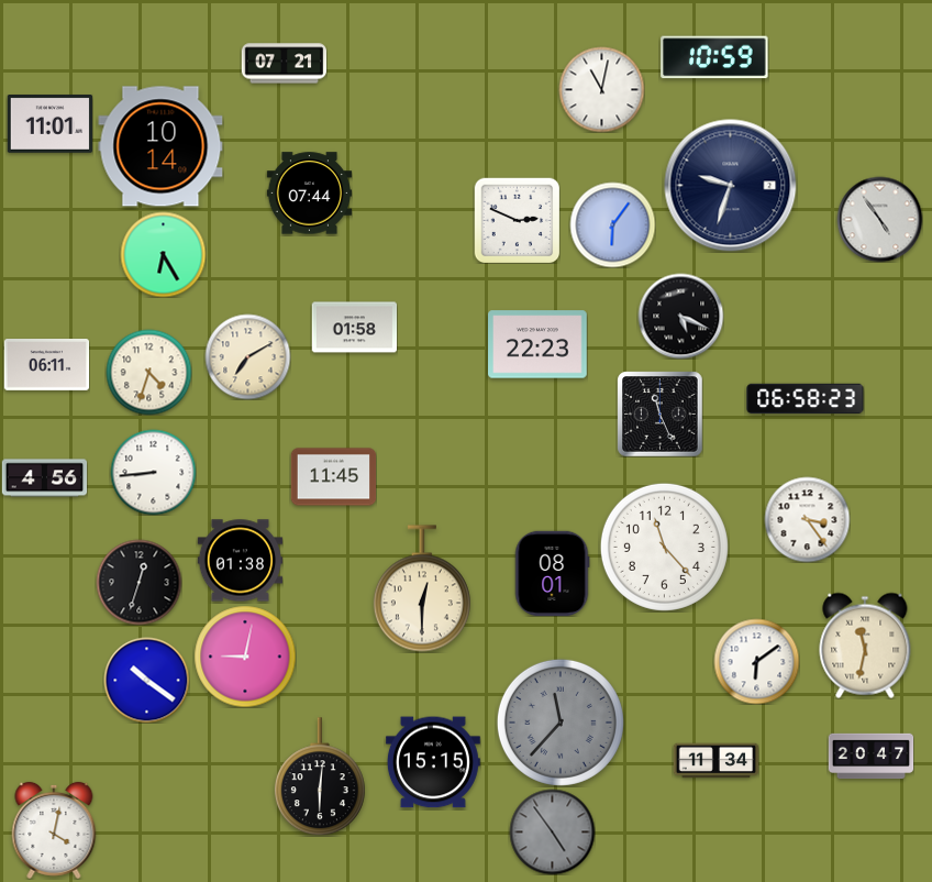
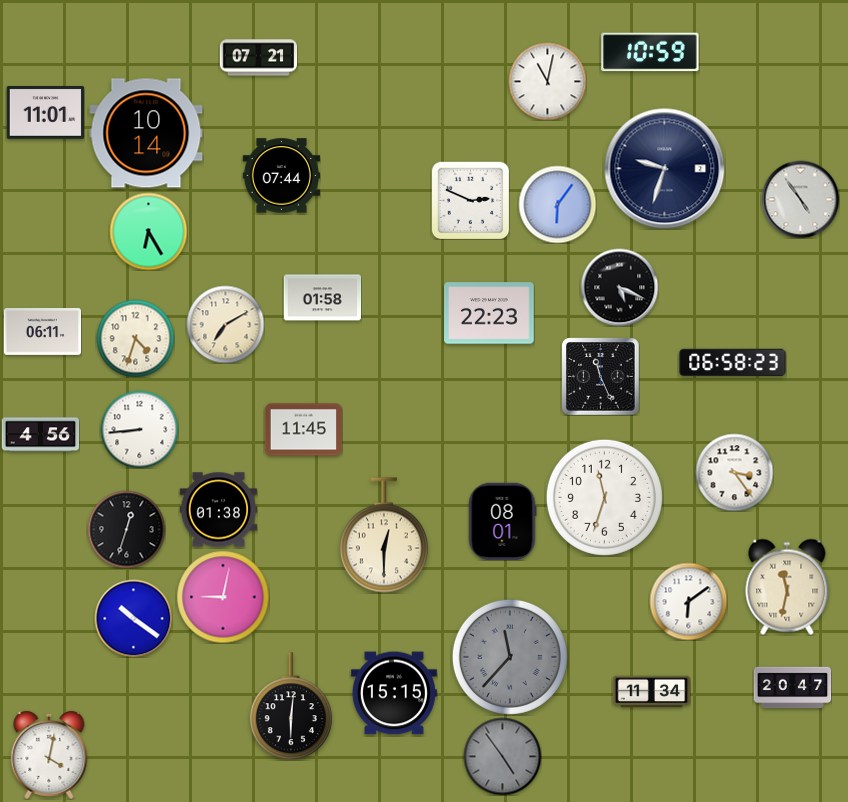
clock at (333, 477) position: (333, 477) -> (303, 430)
clock at (664, 547): 11:23 -> 11:33
